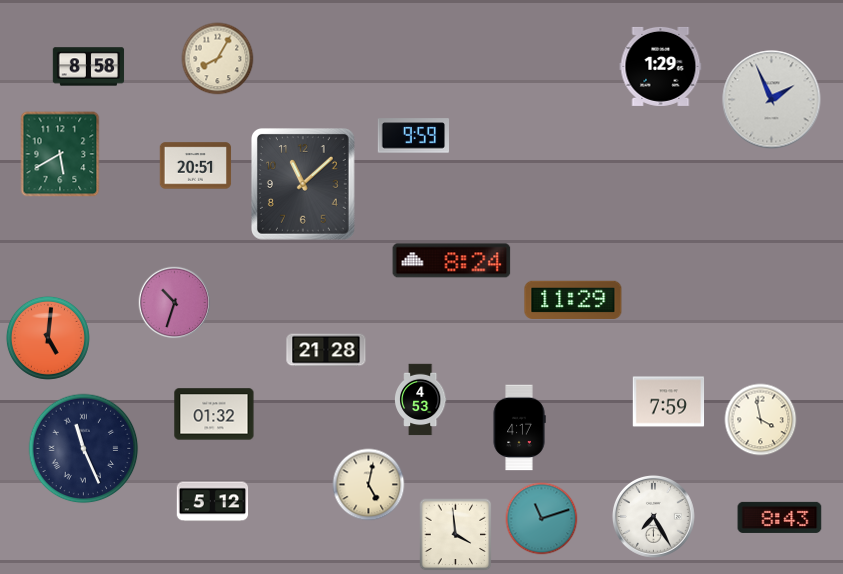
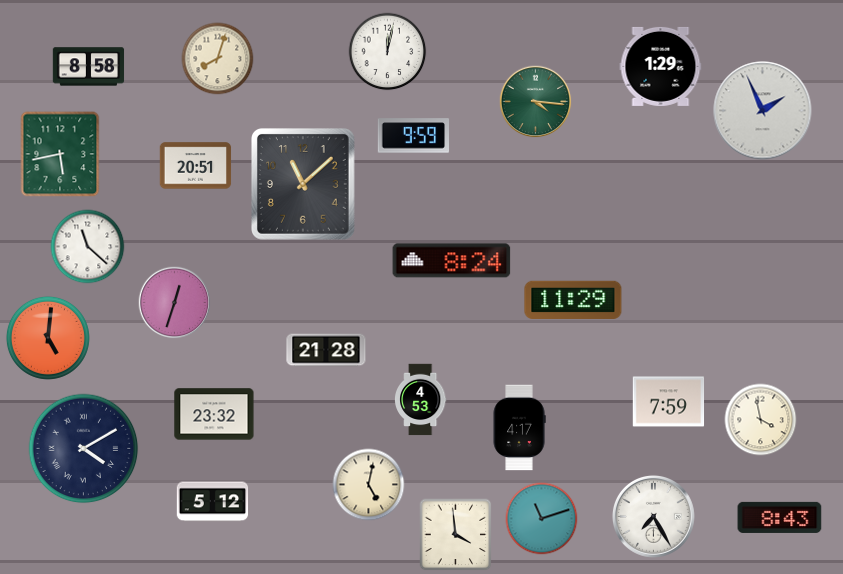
clock at (388, 52): none -> 12:02
clock at (218, 59): 8:05 -> 8:03
clock at (772, 100) position: (772, 100) -> (763, 111)
clock at (536, 102): none -> 4:16
clock at (60, 154): 5:40 -> 5:43
clock at (88, 247): none -> 11:22
clock at (175, 303): 10:33 -> 12:33
clock at (214, 414): 01:32 -> 23:32
clock at (84, 449): 11:26 -> 4:10
